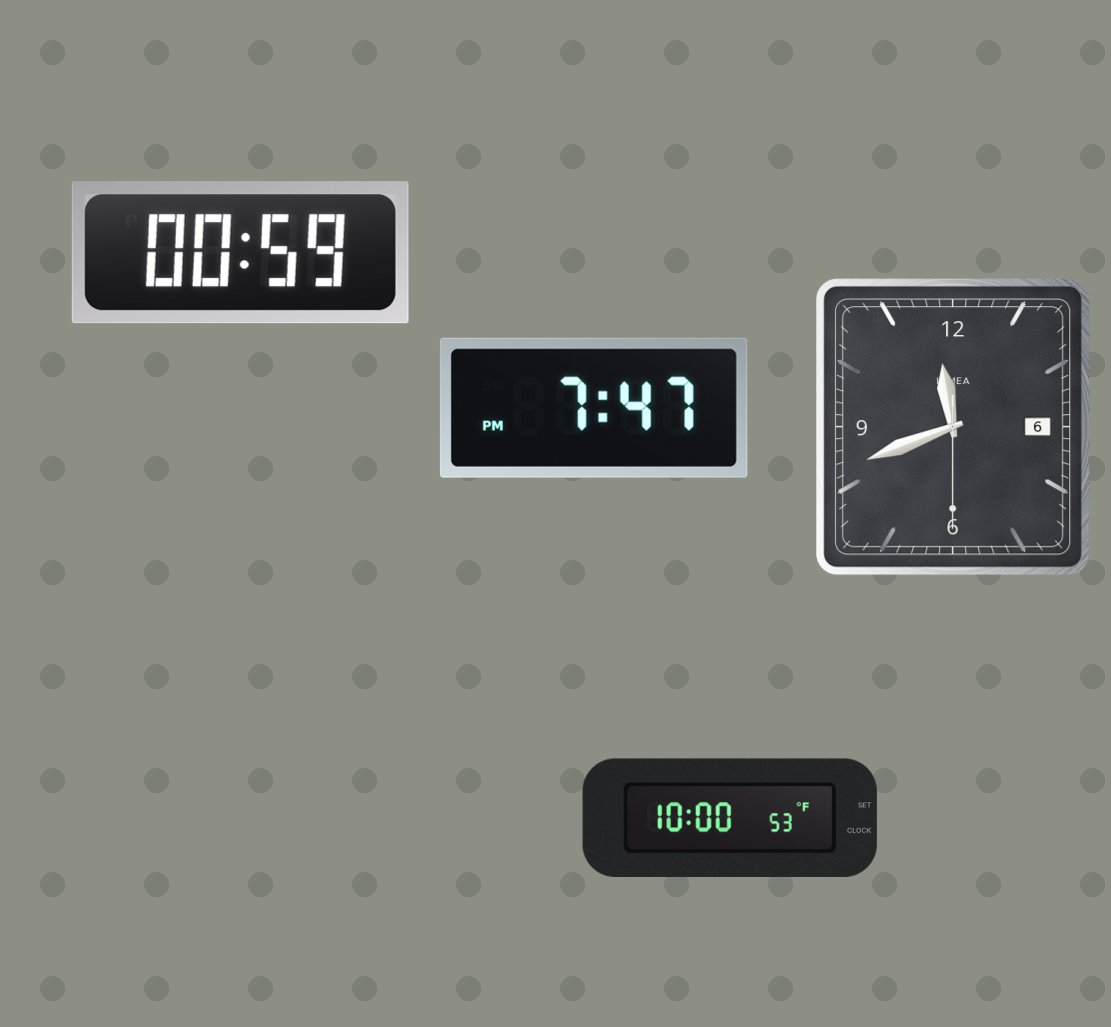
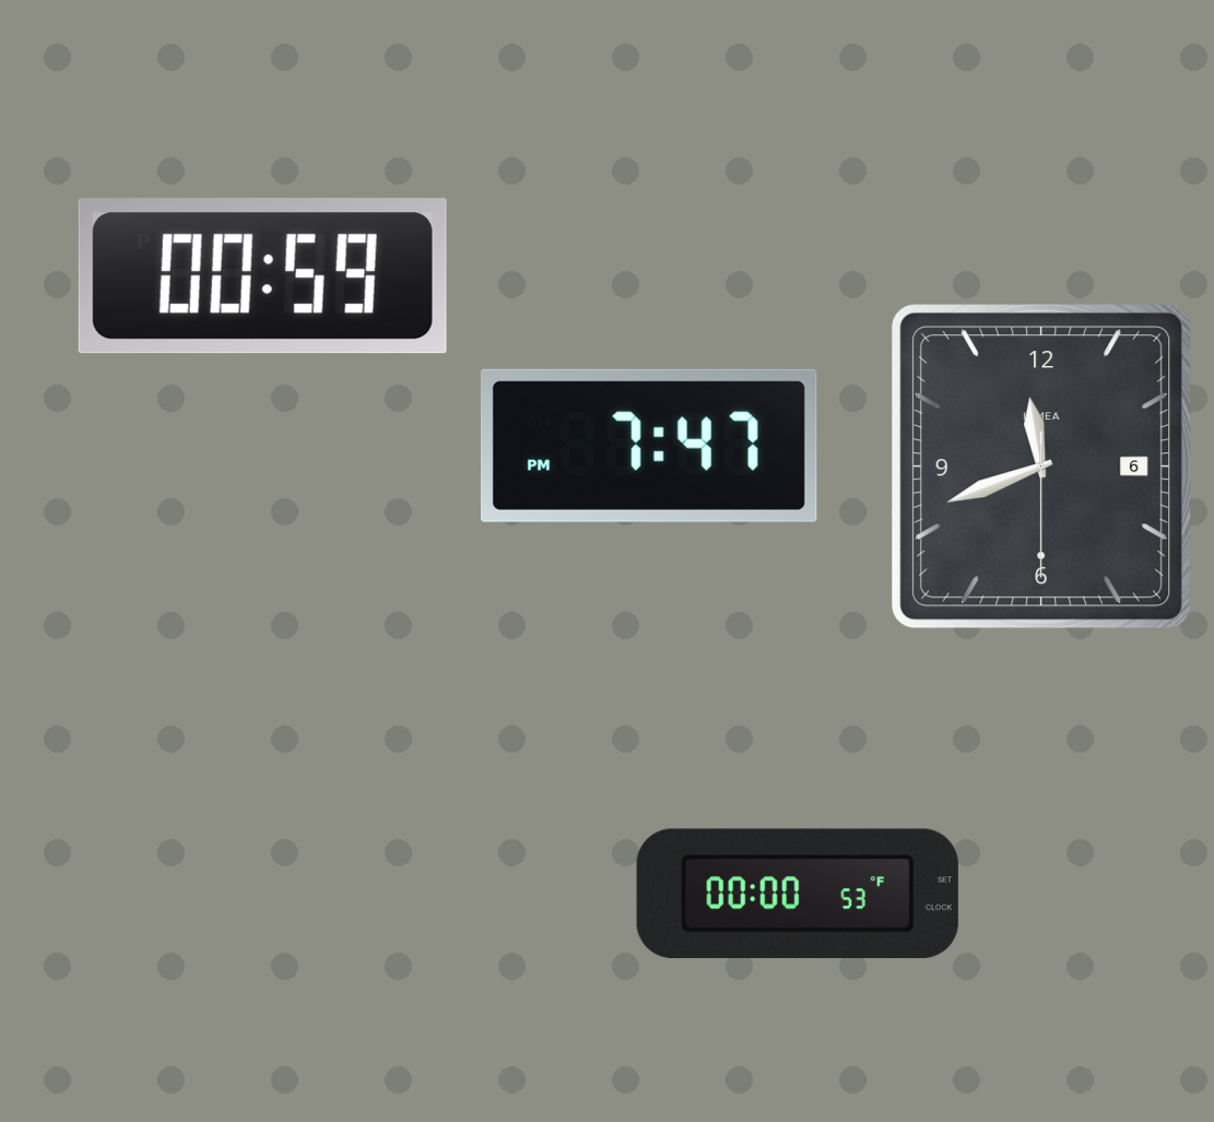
clock at (730, 818): 10:00 -> 00:00
